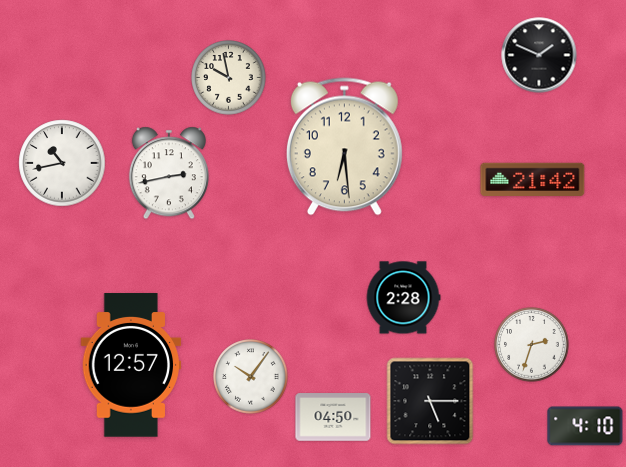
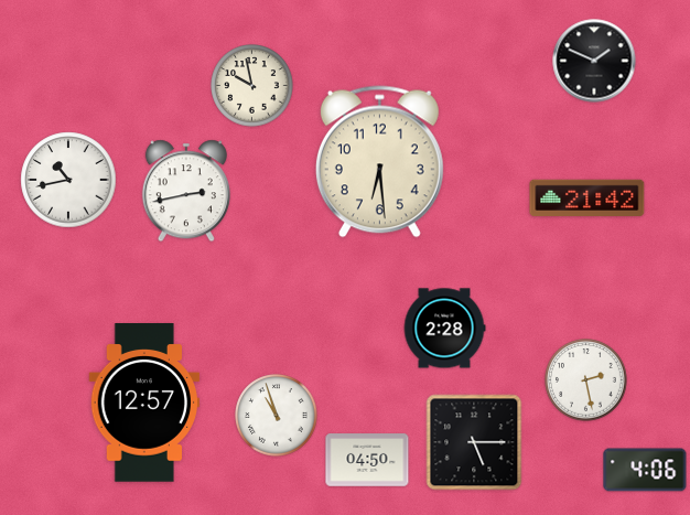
clock at (532, 345): 2:33 -> 2:28
clock at (251, 377): 10:06 -> 10:57
clock at (585, 426): 4:10 -> 4:06
